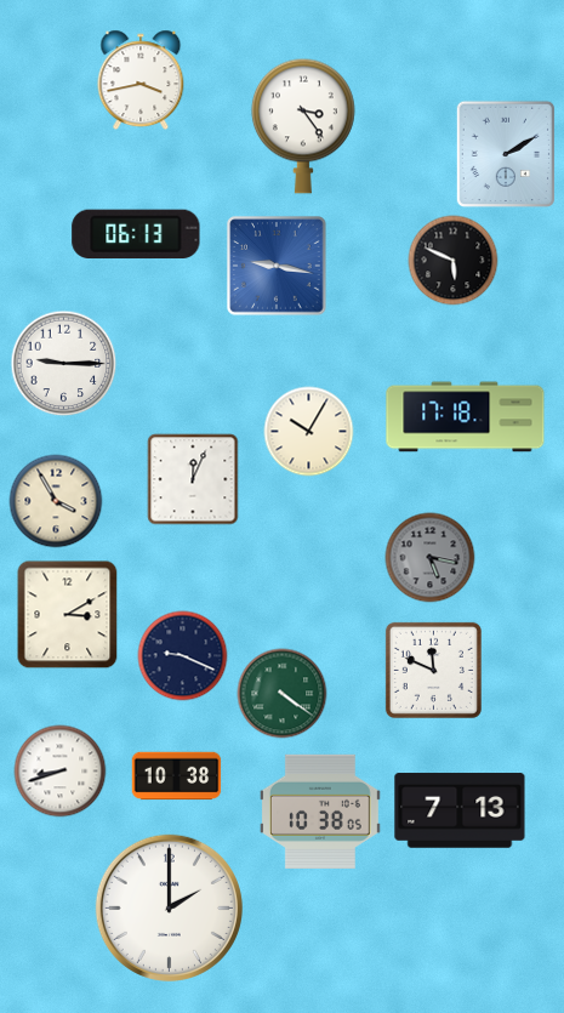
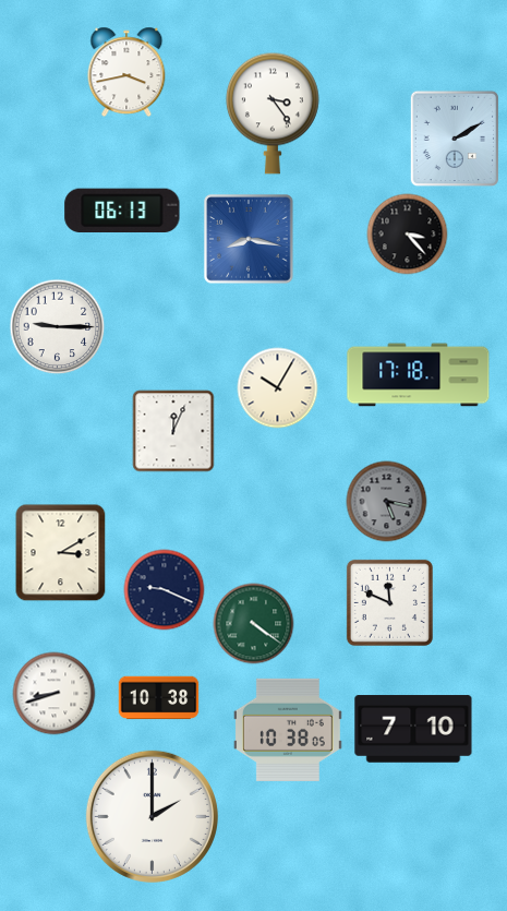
clock at (454, 261): 5:49 -> 3:23
clock at (277, 266): 9:17 -> 8:17
clock at (56, 501): 3:55 -> none
clock at (460, 810): 7:13 -> 7:10
